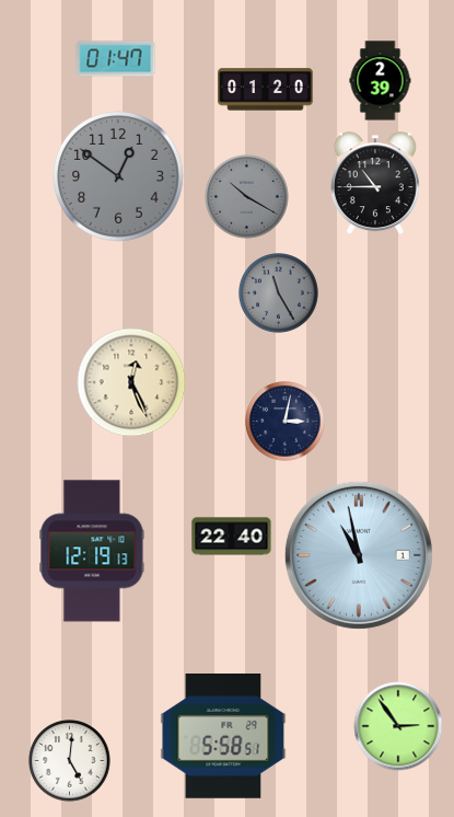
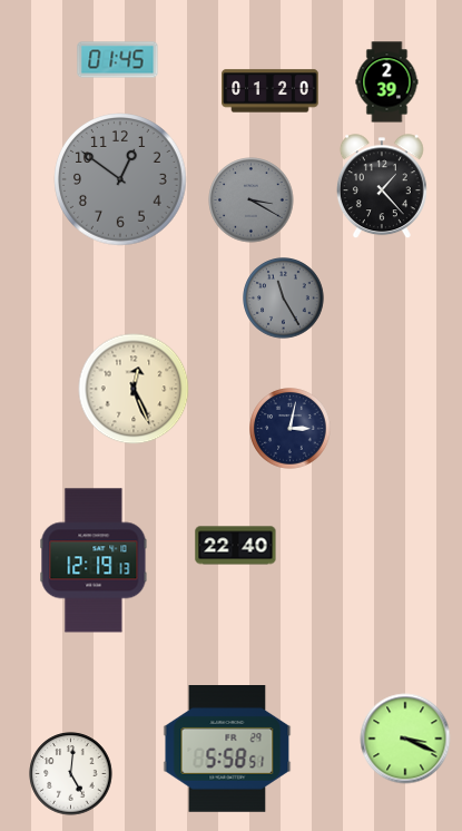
clock at (116, 59): 01:47 -> 01:45
clock at (375, 184): 10:45 -> 1:23
clock at (247, 197): 10:20 -> 3:20
clock at (359, 555): 10:58 -> none
clock at (398, 726): 2:54 -> 3:19
